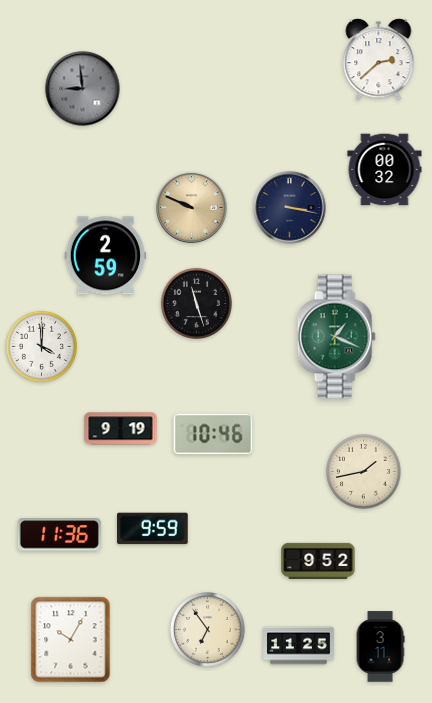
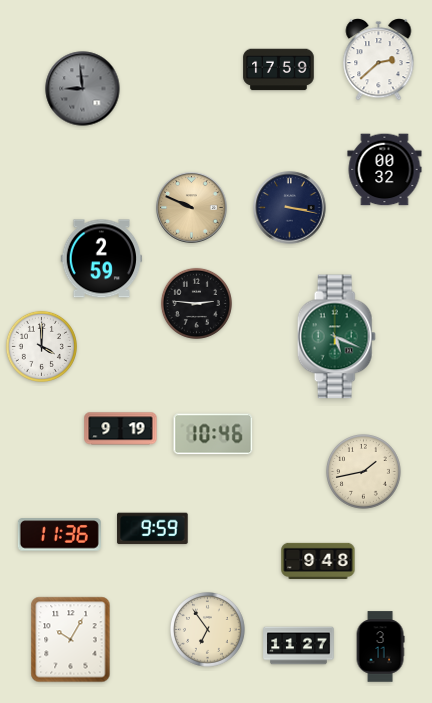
clock at (279, 70): none -> 17:59
clock at (106, 256) position: (106, 256) -> (102, 259)
clock at (196, 303): 11:27 -> 2:46
clock at (336, 337): 1:19 -> 5:19
clock at (318, 561): 9:52 -> 9:48
clock at (299, 646): 11:25 -> 11:27
